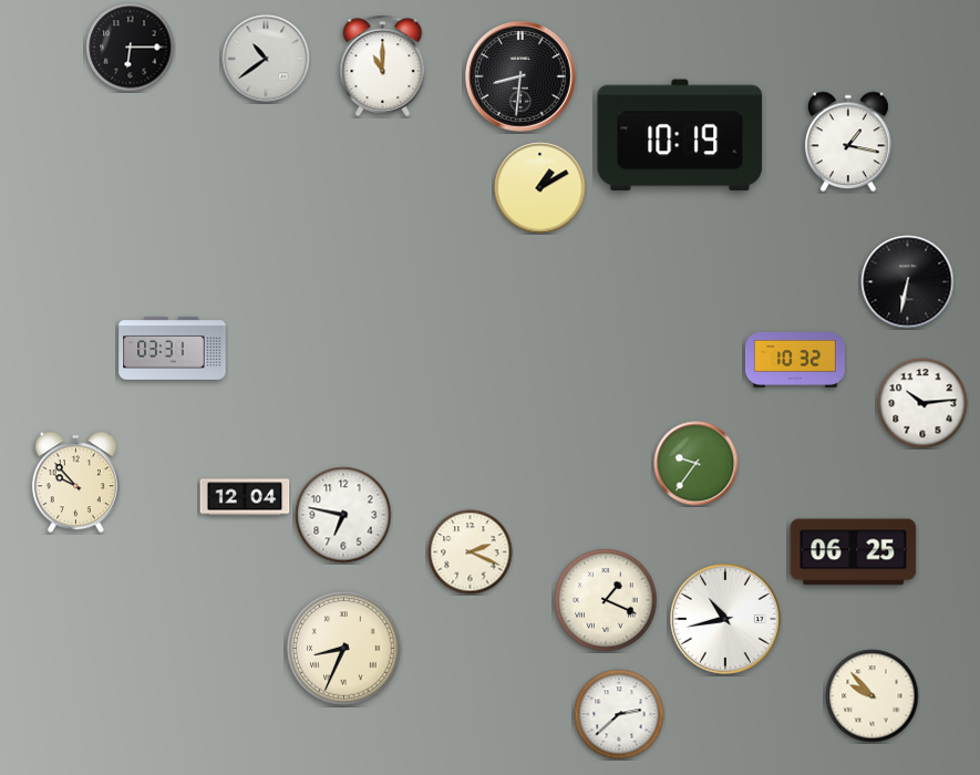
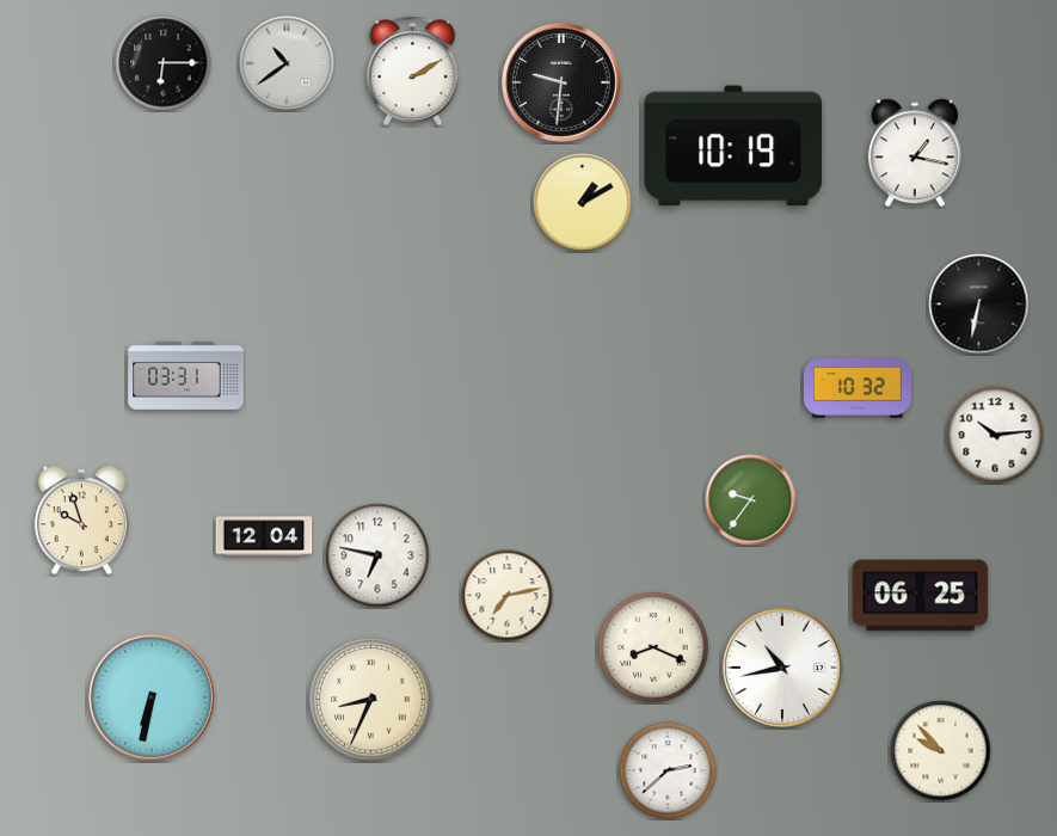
clock at (131, 48) position: (131, 48) -> (164, 63)
clock at (383, 65): 11:00 -> 2:10
clock at (522, 77): 8:31 -> 9:31
clock at (75, 483): 9:53 -> 9:57
clock at (343, 515) position: (343, 515) -> (377, 555)
clock at (471, 552): 2:19 -> 7:13
clock at (606, 600): 1:19 -> 8:19
clock at (152, 697): none -> 6:32
